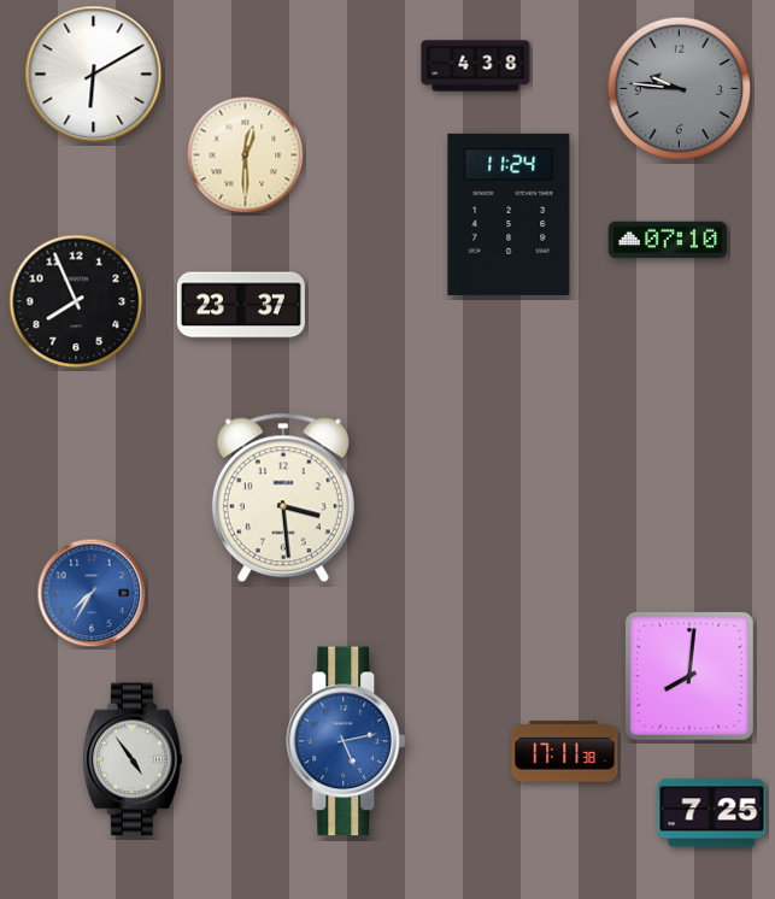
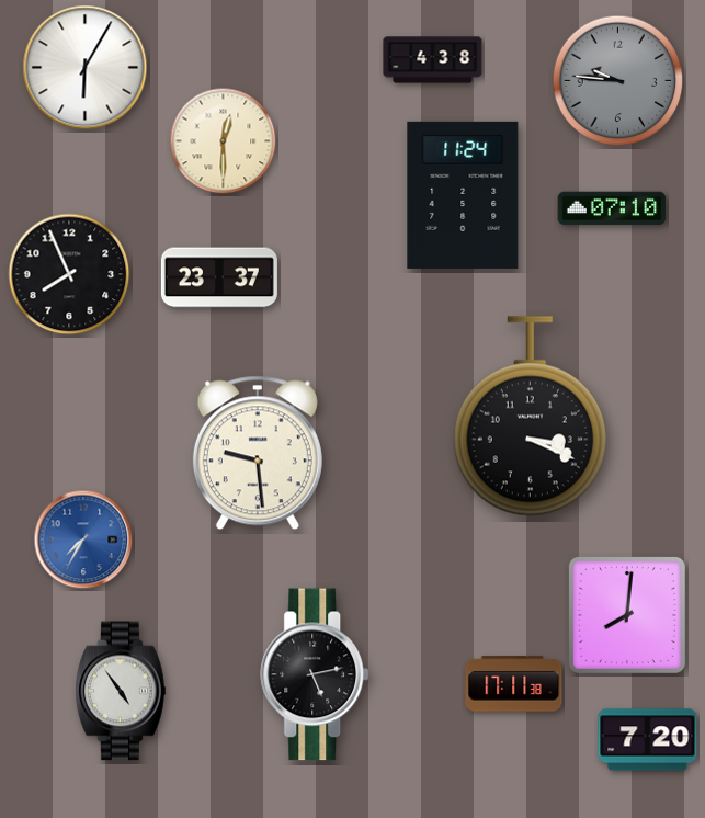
clock at (94, 75): 6:10 -> 6:05
clock at (668, 240) position: (668, 240) -> (612, 208)
clock at (530, 417): none -> 3:19
clock at (283, 498): 3:29 -> 9:29
clock at (347, 741) dial: blue -> black
clock at (712, 813): 7:25 -> 7:20
